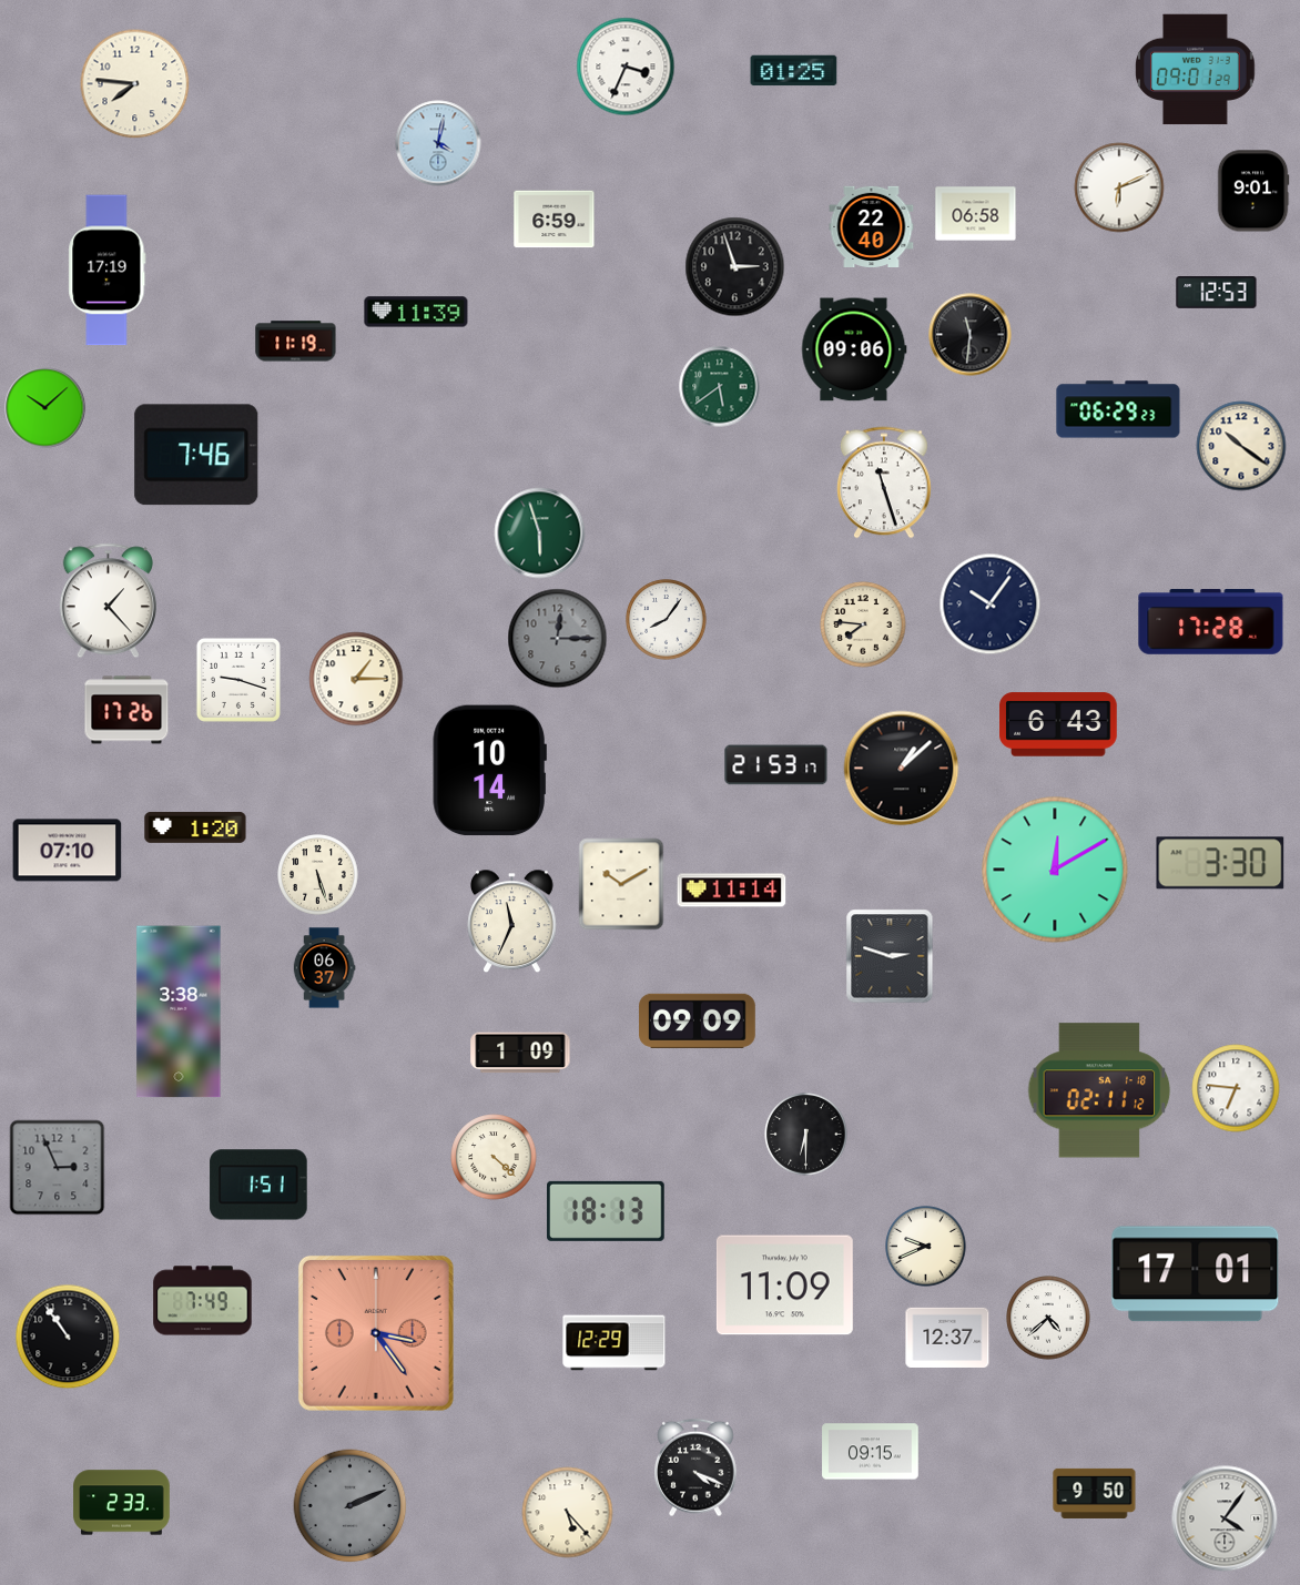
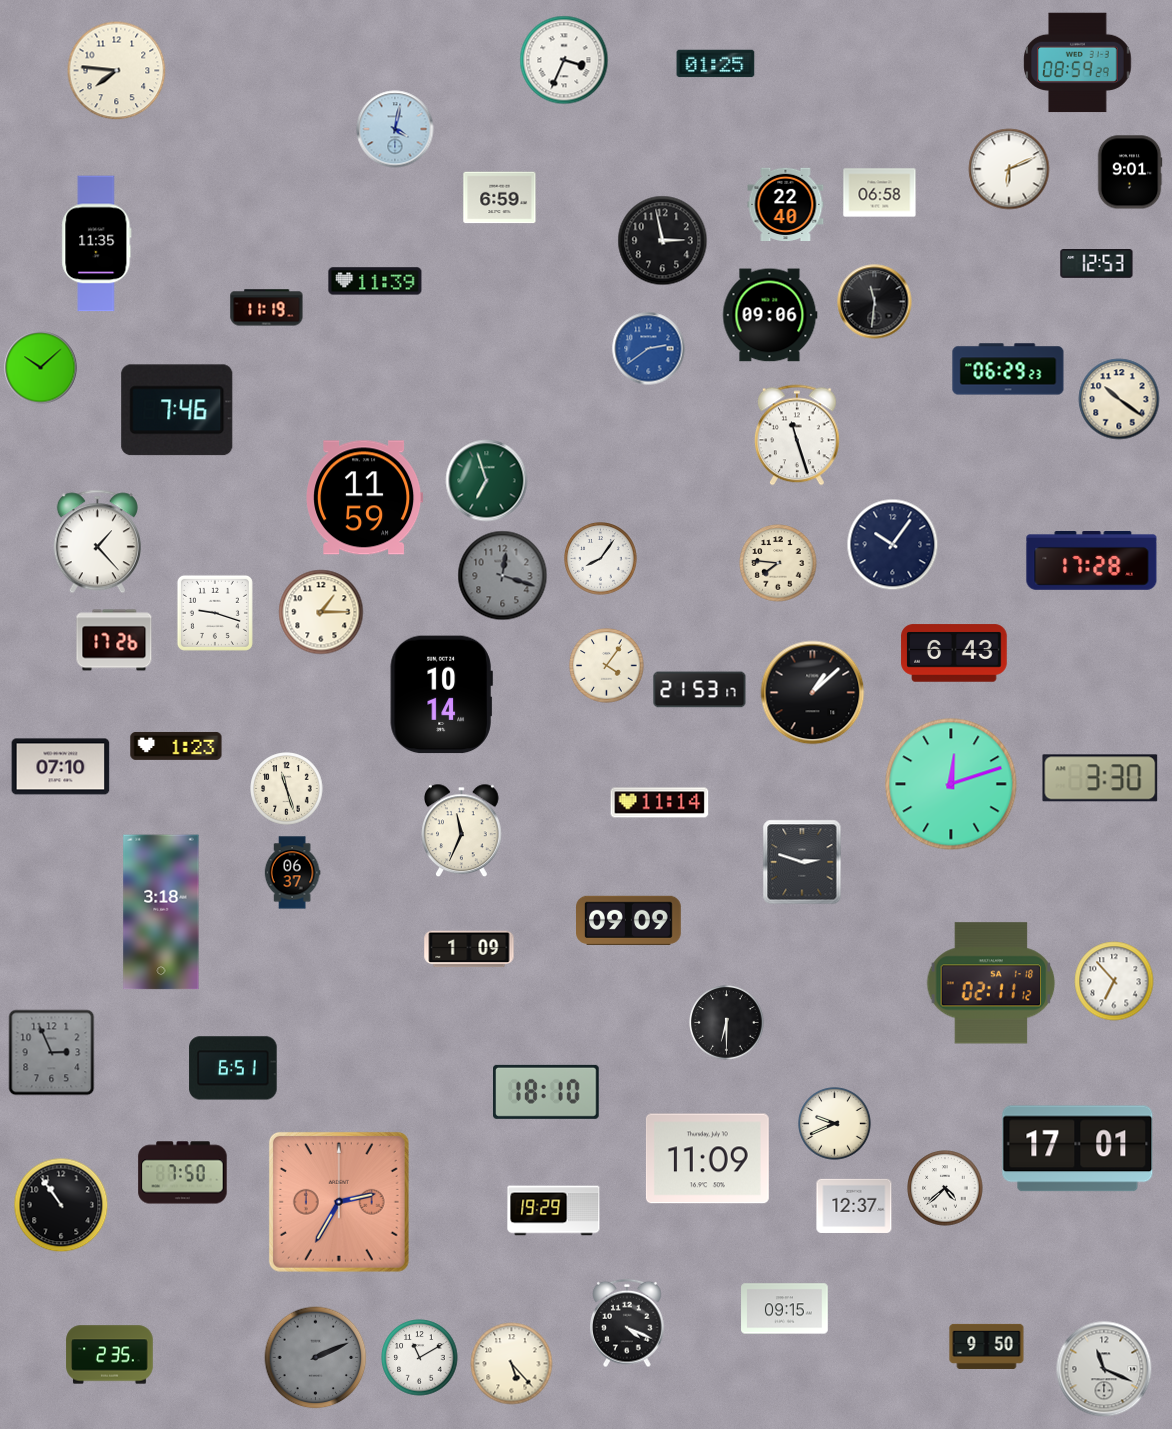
clock at (1196, 70): 09:01 -> 08:59
clock at (135, 84) position: (135, 84) -> (117, 71)
clock at (735, 267): 2:57 -> 2:58
clock at (108, 271): 17:19 -> 11:35
clock at (720, 387): 5:39 -> 2:39
clock at (720, 387) dial: green -> blue
clock at (1241, 446) position: (1241, 446) -> (1119, 399)
clock at (540, 534): 5:57 -> 6:57
clock at (365, 498): none -> 11:59
clock at (558, 639): 12:15 -> 12:18
clock at (607, 666): none -> 4:06
clock at (195, 827): 1:20 -> 1:23
clock at (1055, 870): 12:10 -> 12:12
clock at (318, 875): 5:27 -> 11:27
clock at (621, 884): 10:10 -> none
clock at (179, 1012): 3:38 -> 3:18
clock at (1236, 1088): 6:46 -> 6:53
clock at (494, 1157): 4:22 -> none
clock at (258, 1185): 1:51 -> 6:51
clock at (606, 1211): 18:13 -> 18:10
clock at (203, 1301): 7:49 -> 7:50
clock at (376, 1333): 3:24 -> 2:35
clock at (615, 1343): 12:29 -> 19:29
clock at (122, 1503): 2:33 -> 2:35
clock at (420, 1358): none -> 11:10
clock at (1225, 1518): 4:06 -> 11:19
